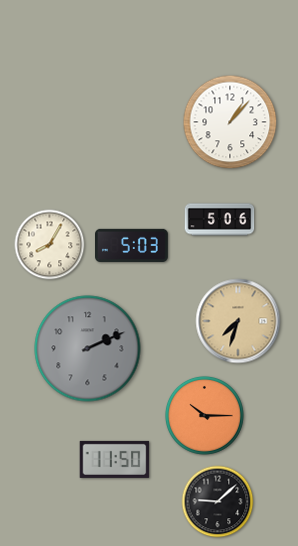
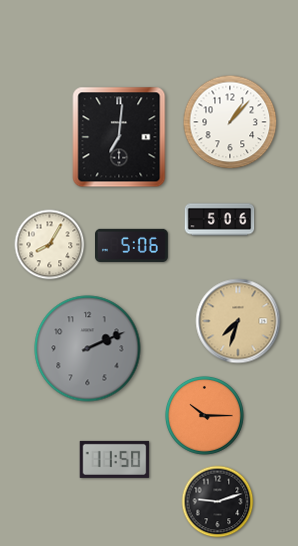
clock at (119, 137): none -> 7:01
clock at (132, 245): 5:03 -> 5:06
clock at (218, 502): 9:08 -> 9:12
